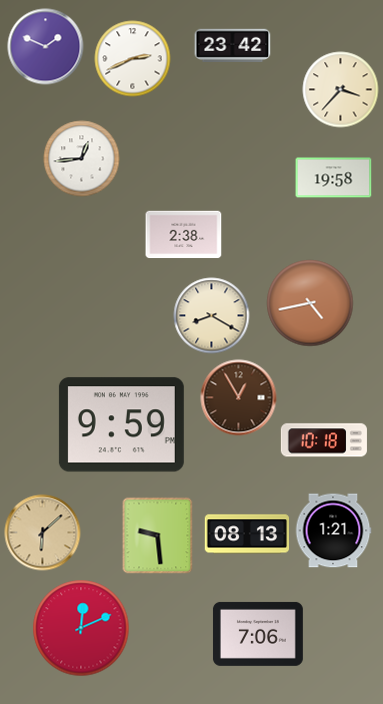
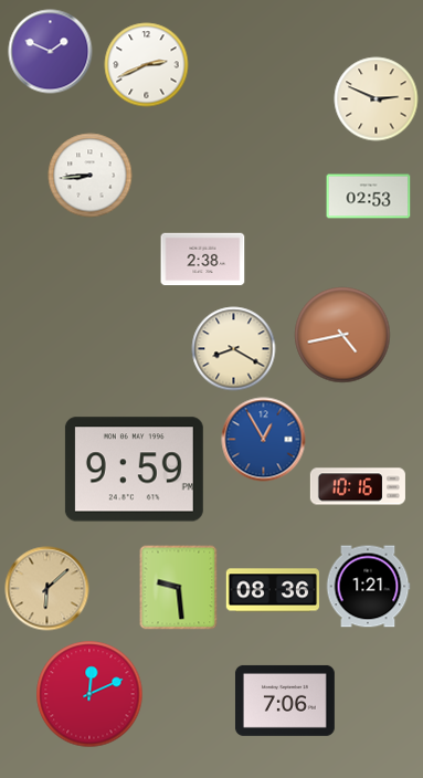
clock at (233, 45): 23:42 -> none
clock at (341, 90): 3:37 -> 2:49
clock at (82, 159): 12:44 -> 8:44
clock at (334, 178): 19:58 -> 02:53
clock at (239, 398) dial: brown -> blue
clock at (324, 440): 10:18 -> 10:16
clock at (246, 534): 08:13 -> 08:36
clock at (158, 535) position: (158, 535) -> (179, 587)
